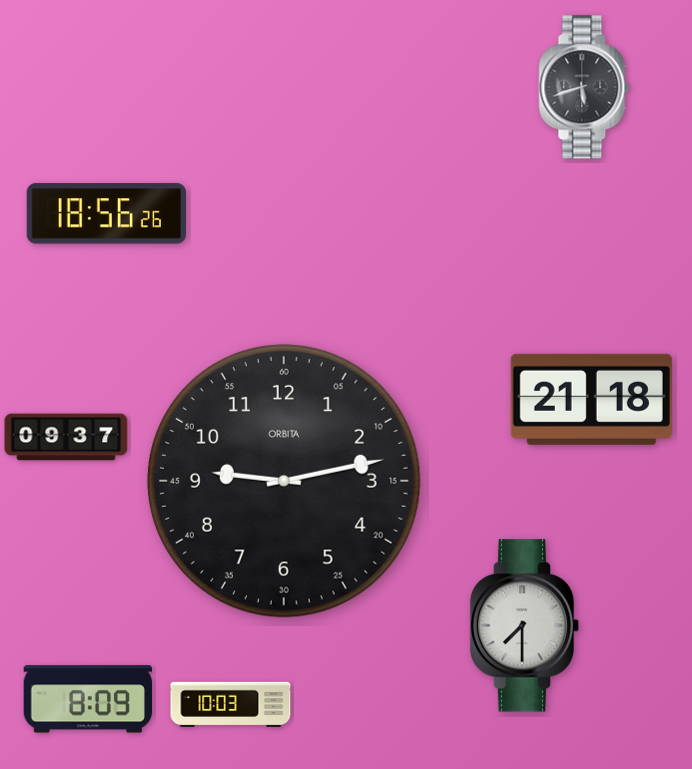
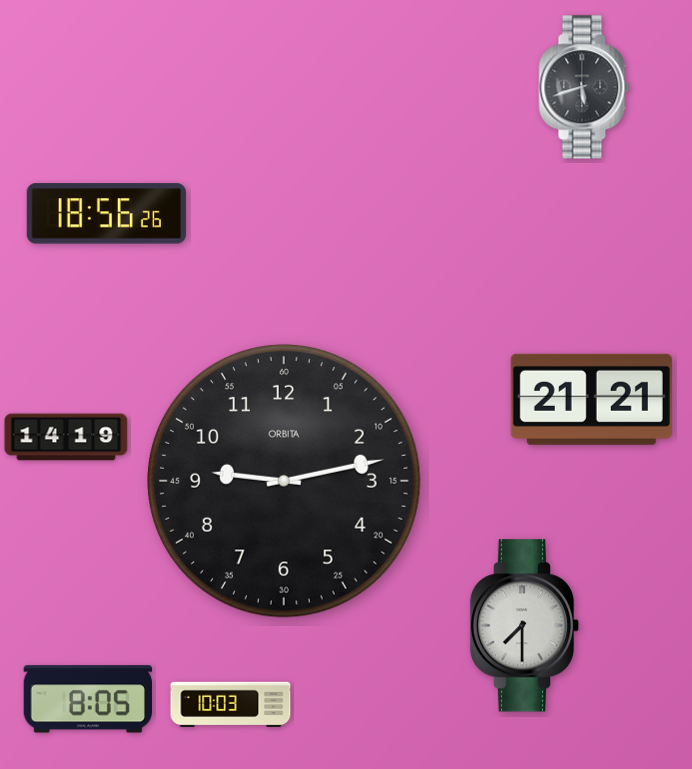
clock at (591, 399): 21:18 -> 21:21
clock at (66, 437): 09:37 -> 14:19
clock at (87, 699): 8:09 -> 8:05
